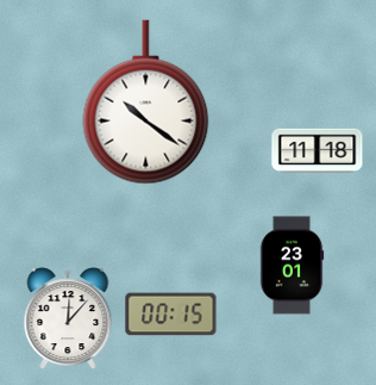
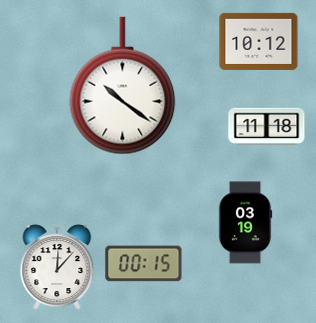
clock at (259, 41): none -> 10:12
clock at (292, 266): 23:01 -> 03:19
